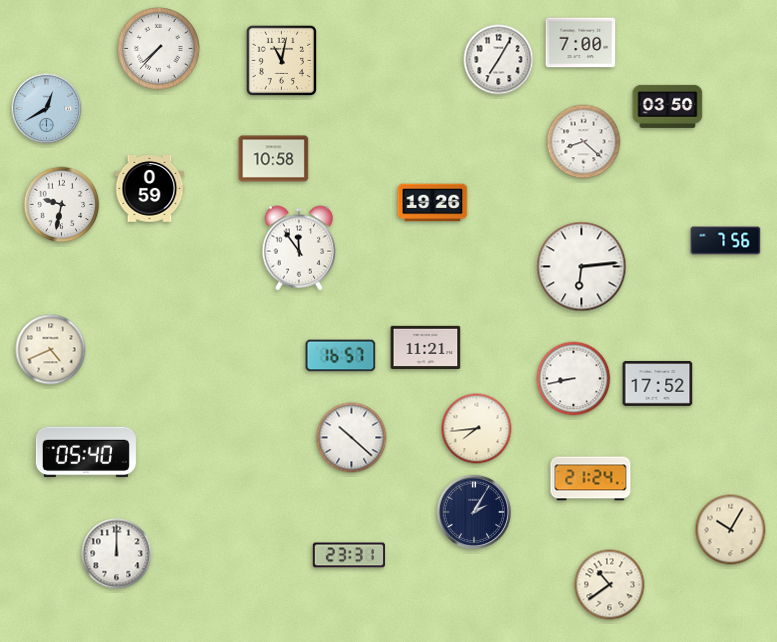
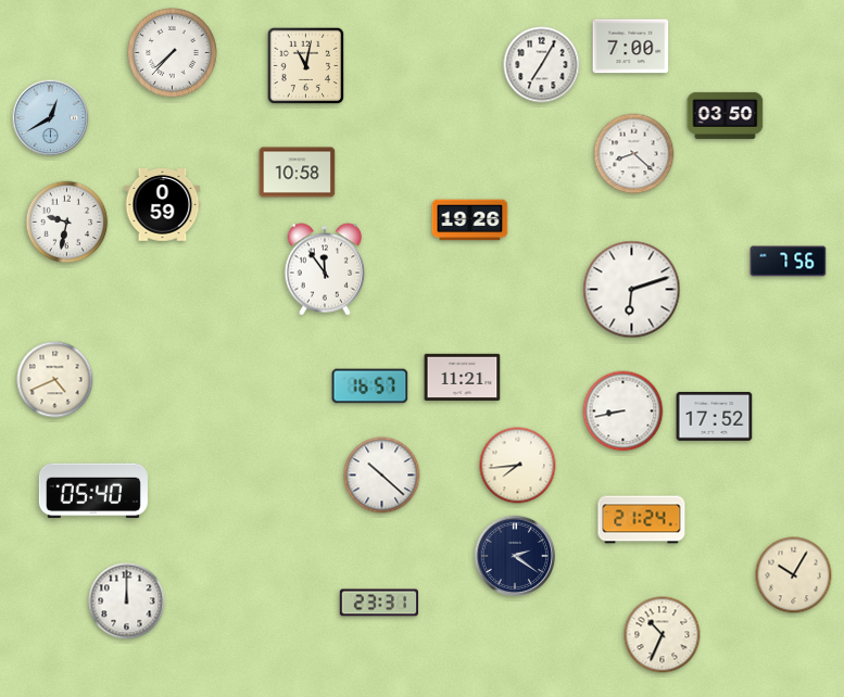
clock at (582, 267): 6:14 -> 6:12
clock at (473, 511): 2:05 -> 2:21
clock at (610, 585): 10:39 -> 10:34
